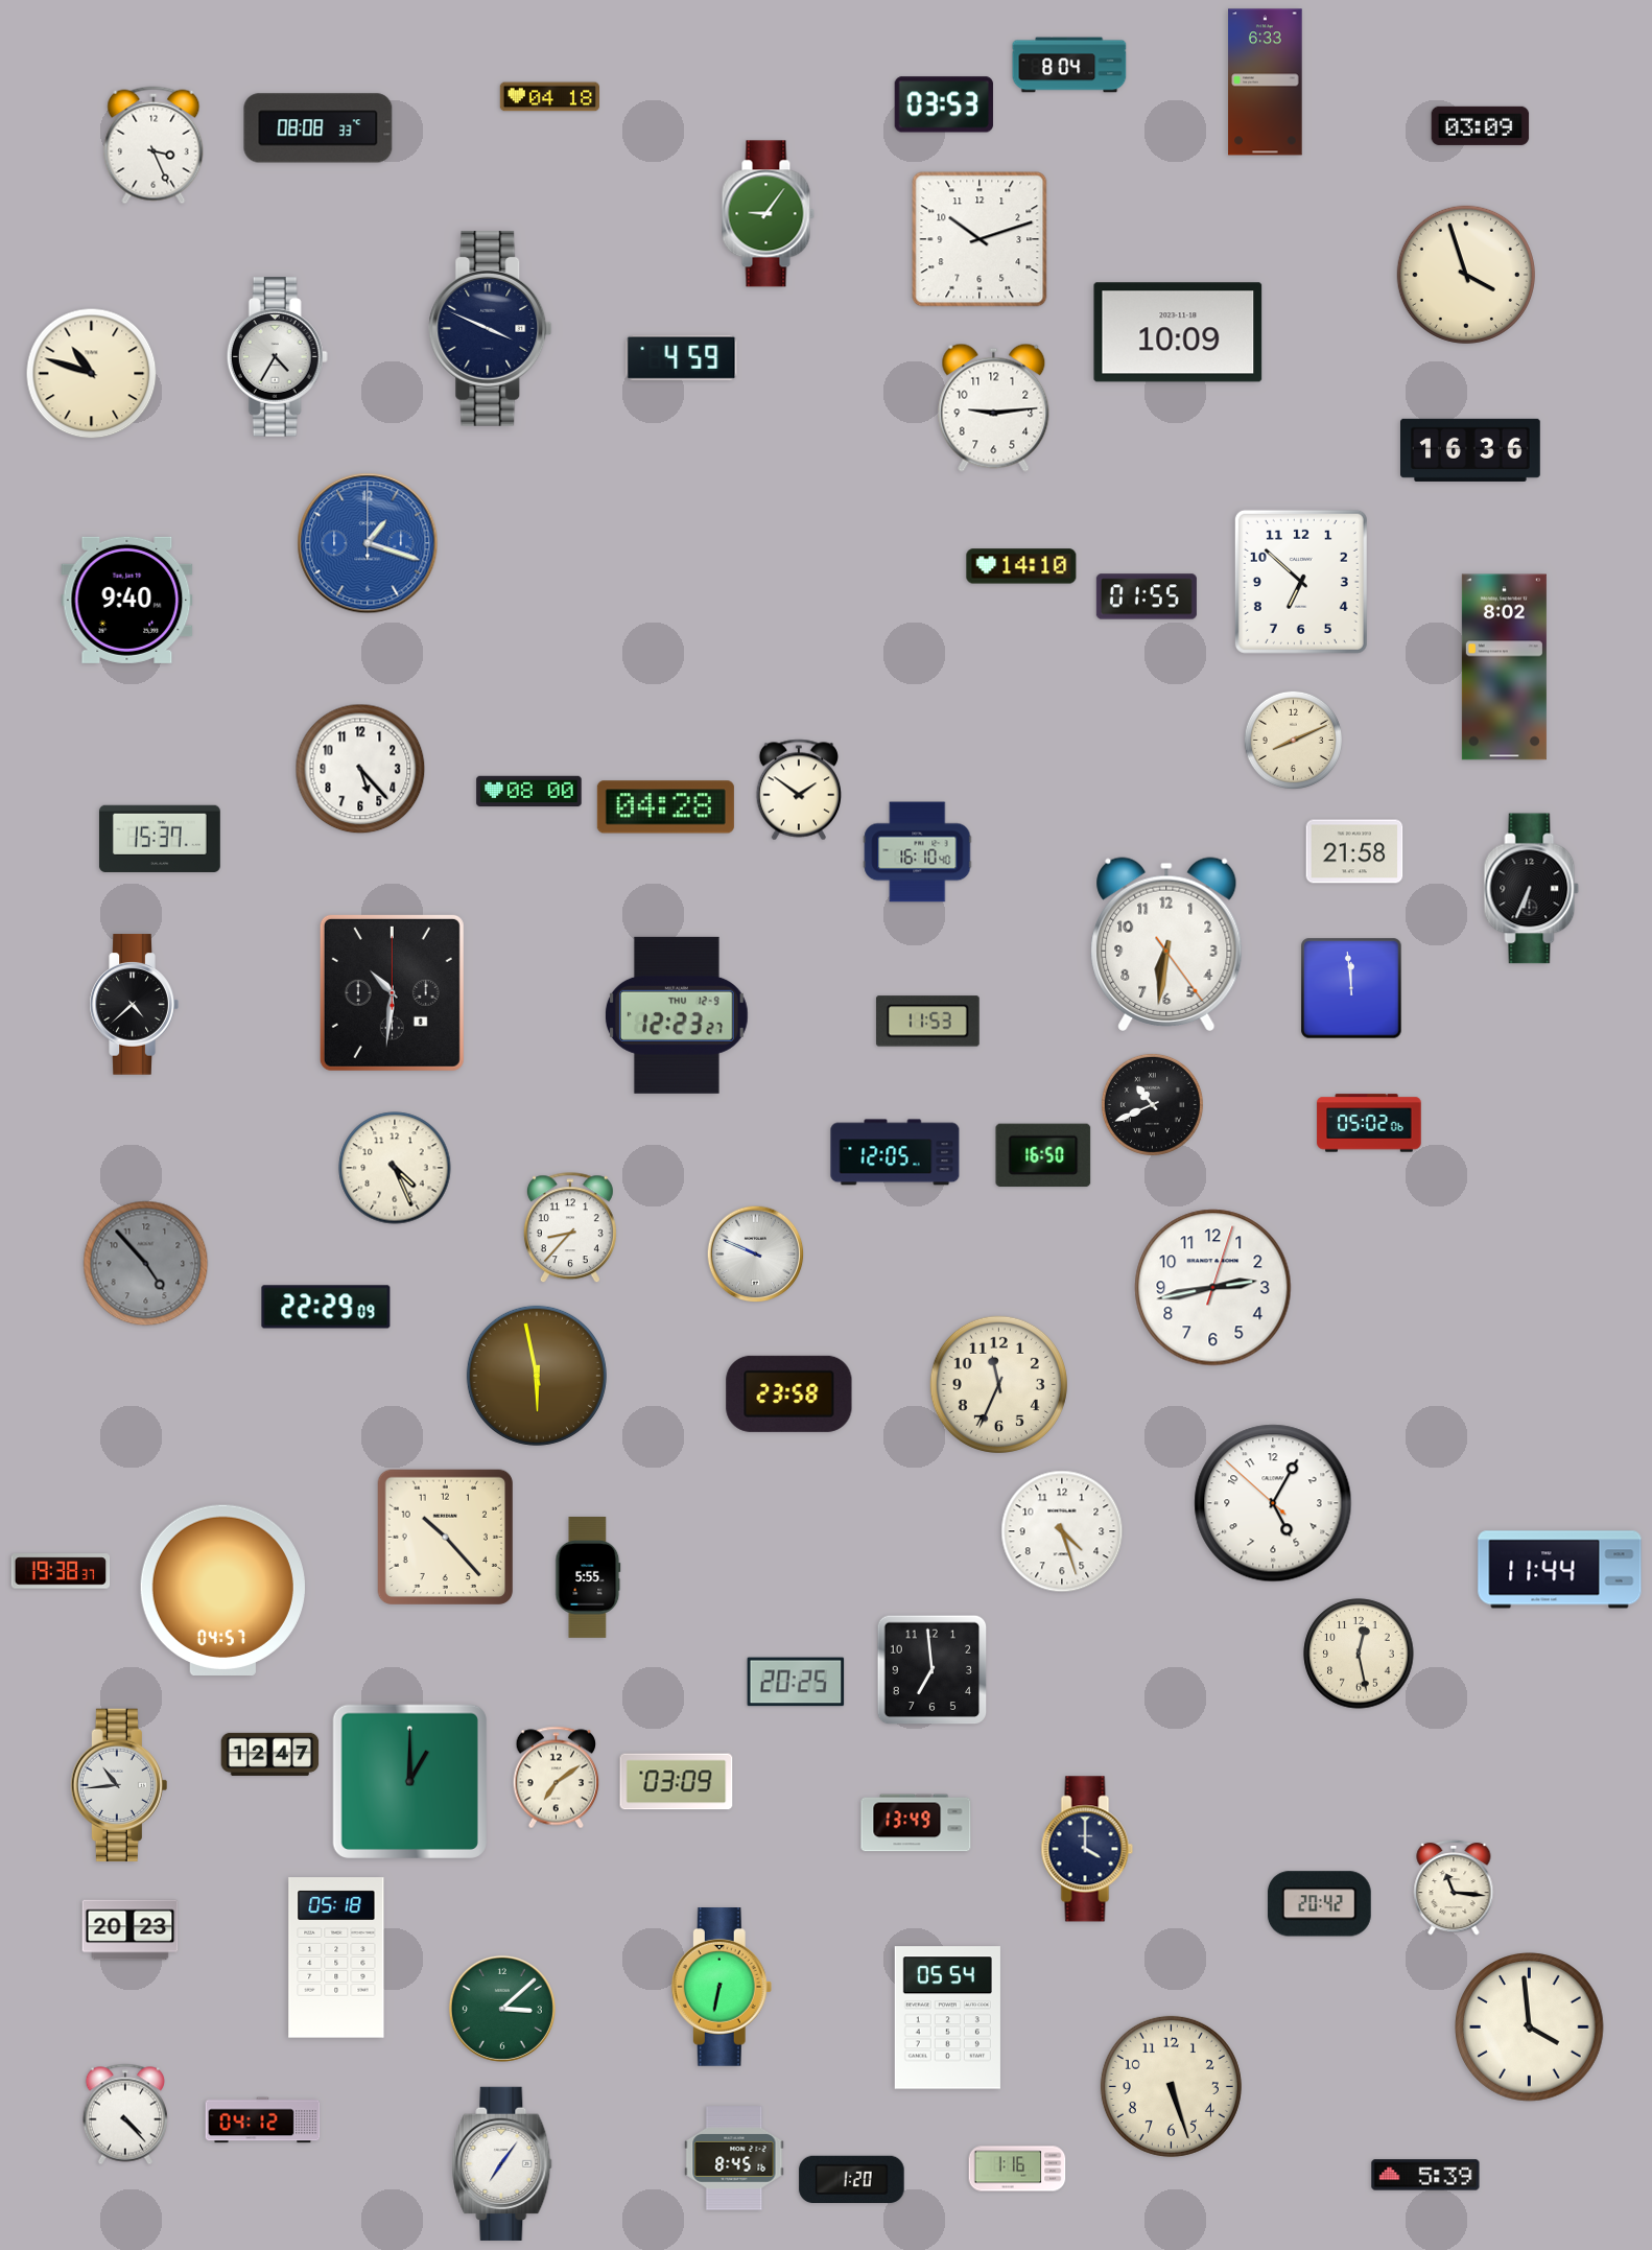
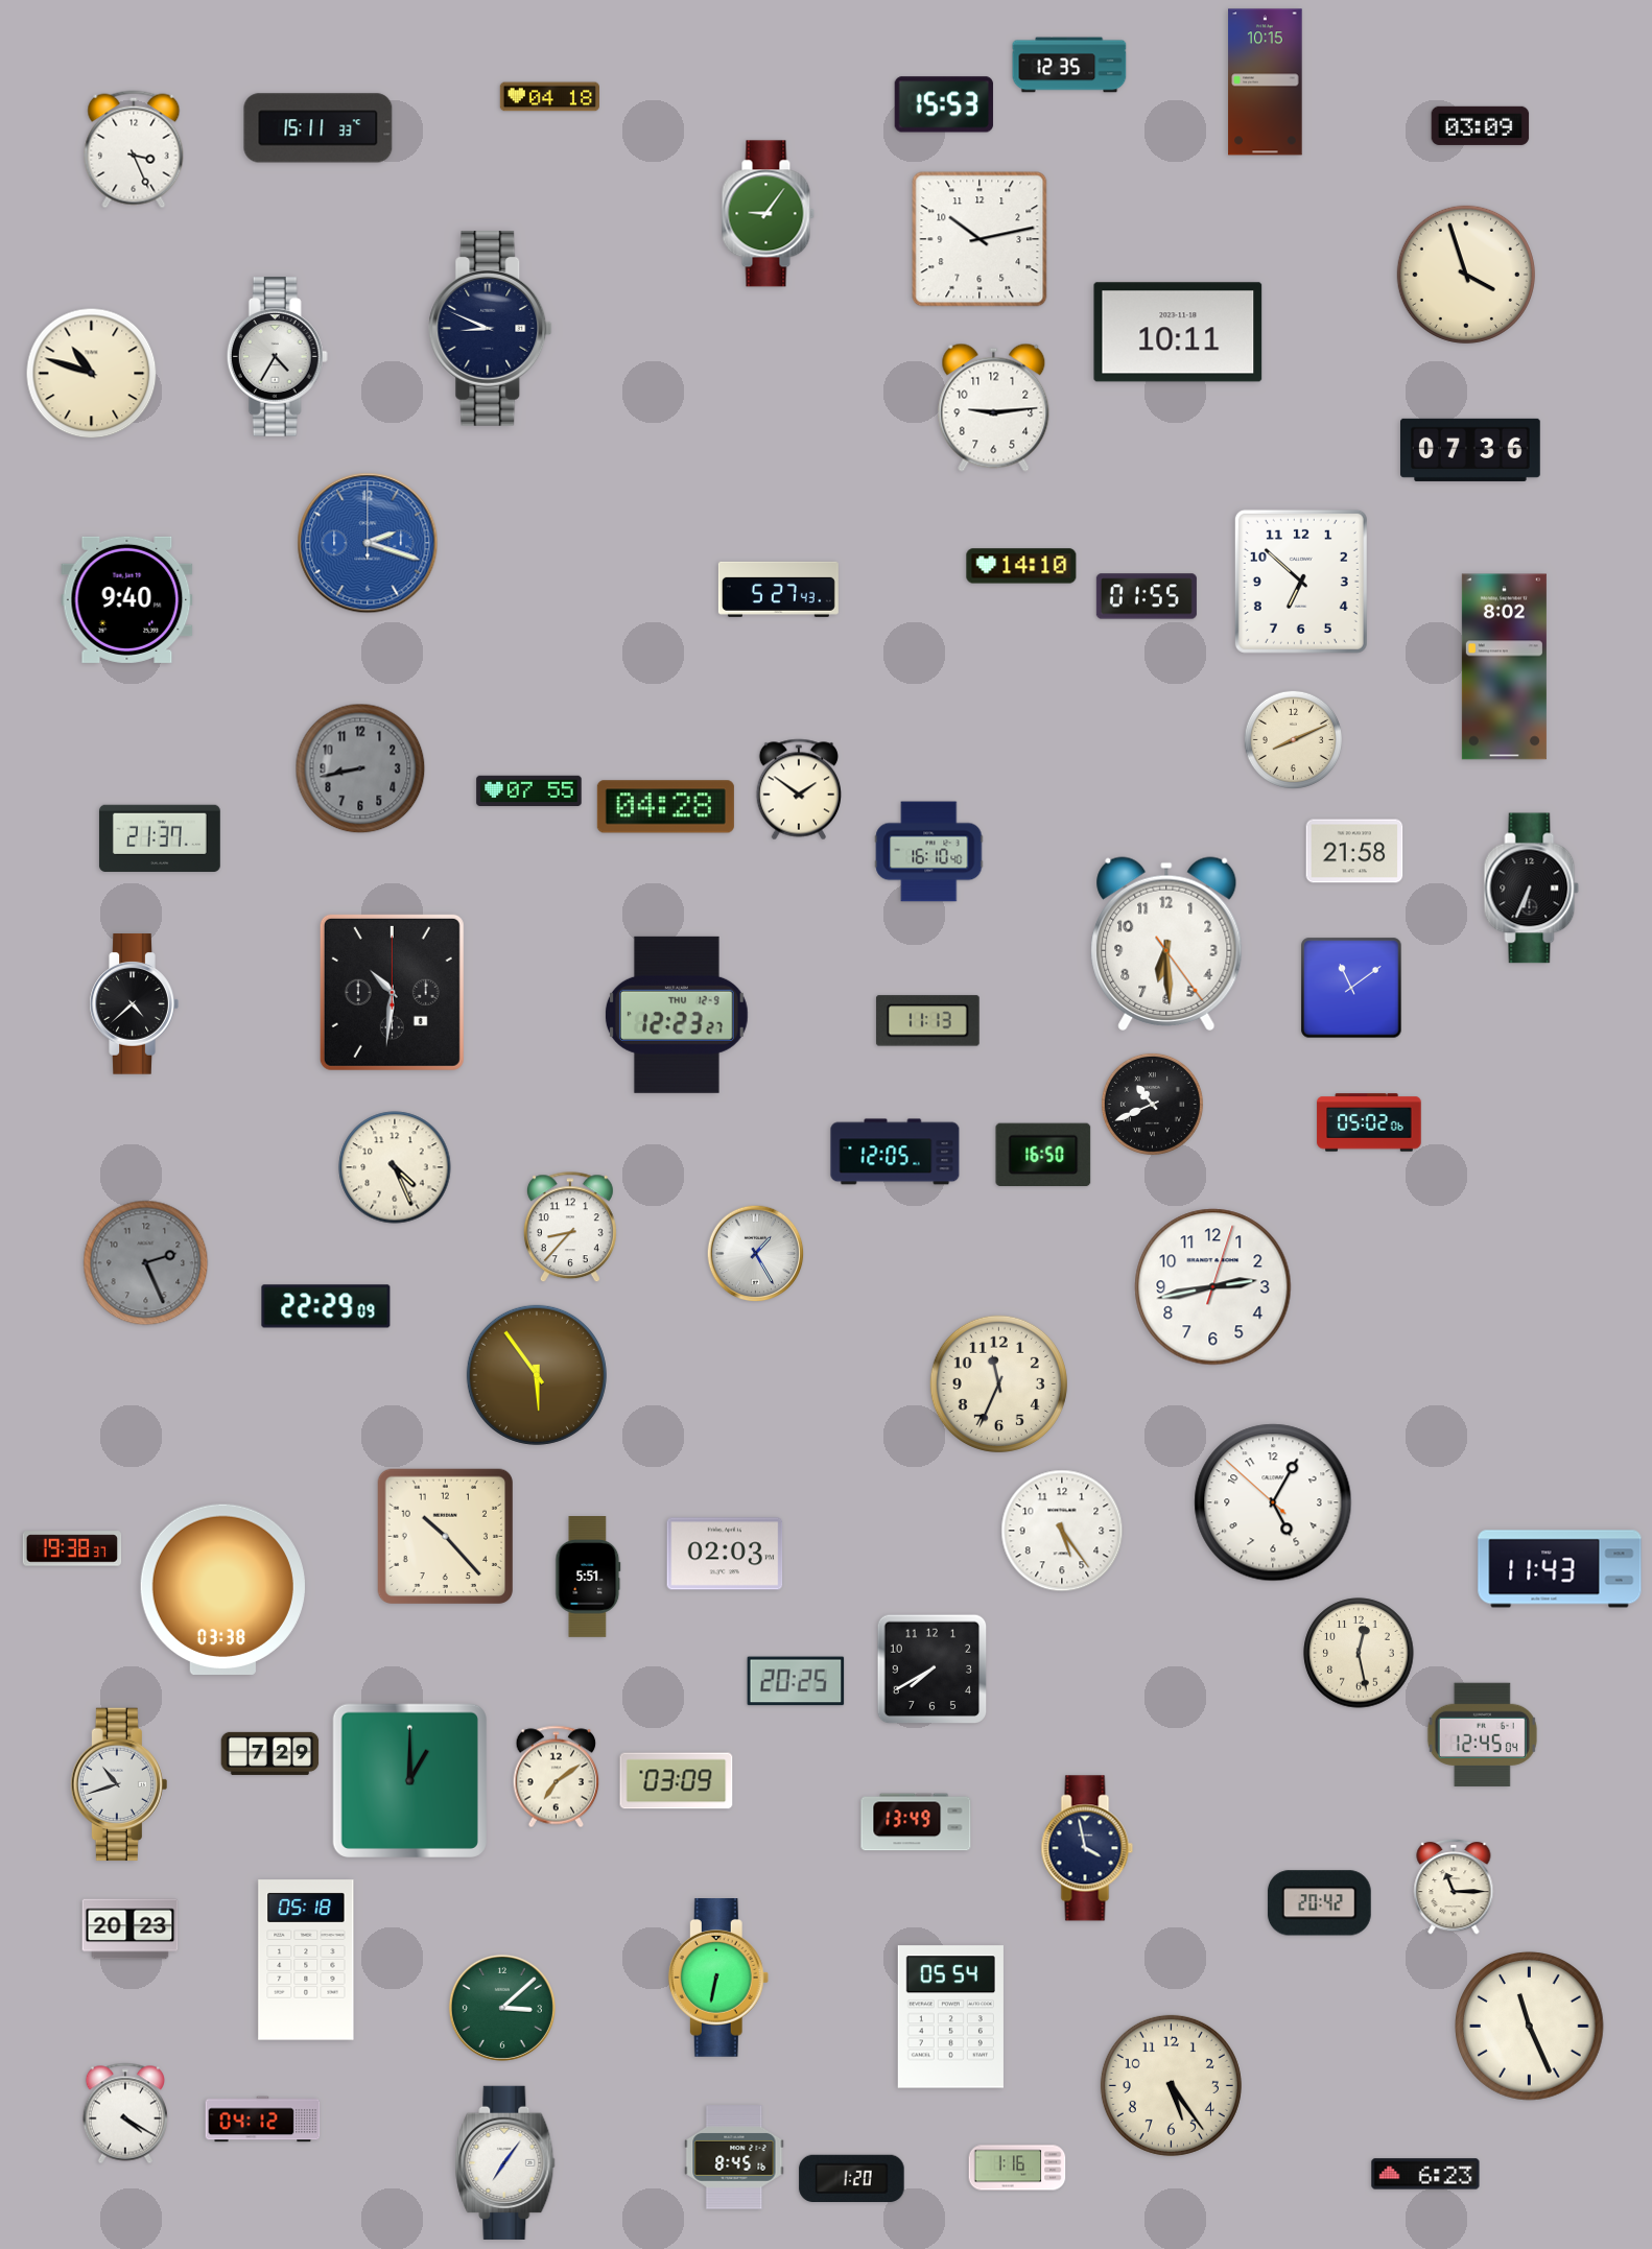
clock at (1069, 65): 8:04 -> 12:35
clock at (1266, 83): 6:33 -> 10:15
clock at (944, 104): 03:53 -> 15:53
clock at (318, 128): 08:08 -> 15:11
clock at (154, 145) position: (154, 145) -> (134, 149)
clock at (980, 239): 10:12 -> 10:13
clock at (491, 328): 3:49 -> 8:49
clock at (1178, 332): 10:09 -> 10:11
clock at (682, 357): 4:59 -> none
clock at (1471, 450): 16:36 -> 07:36
clock at (368, 543): 1:18 -> 2:18
clock at (778, 589): none -> 5:27
clock at (360, 769): 5:23 -> 8:43
clock at (360, 769) dial: white -> grey
clock at (529, 792): 08:00 -> 07:55
clock at (160, 839): 15:37 -> 21:37
clock at (918, 852) position: (918, 852) -> (929, 852)
clock at (1166, 944): 6:31 -> 6:29
clock at (1351, 988): 11:59 -> 11:09
clock at (927, 1022): 11:53 -> 11:13
clock at (756, 1255): 9:49 -> 1:25
clock at (146, 1264): 4:53 -> 2:26
clock at (537, 1376): 5:58 -> 5:54
clock at (789, 1393): 23:58 -> none
clock at (1062, 1531): 4:27 -> 5:24
clock at (725, 1554): none -> 02:03
clock at (1560, 1570): 11:44 -> 11:43
clock at (61, 1571) position: (61, 1571) -> (72, 1548)
clock at (588, 1578): 5:55 -> 5:51
clock at (222, 1590): 04:57 -> 03:38
clock at (933, 1670): 6:59 -> 7:40
clock at (1482, 1734): none -> 12:45
clock at (270, 1754): 12:47 -> 7:29
clock at (119, 1785): 10:44 -> 10:42
clock at (1087, 1849): 4:00 -> 3:58
clock at (1454, 1888): 11:16 -> 11:15
clock at (336, 1958) position: (336, 1958) -> (306, 1960)
clock at (722, 1988) position: (722, 1988) -> (718, 1979)
clock at (947, 2018) position: (947, 2018) -> (950, 2017)
clock at (1530, 2028): 3:59 -> 11:26
clock at (1171, 2086): 5:27 -> 5:24
clock at (124, 2114): 4:23 -> 4:20
clock at (502, 2163) position: (502, 2163) -> (505, 2162)
clock at (1425, 2175): 5:39 -> 6:23
